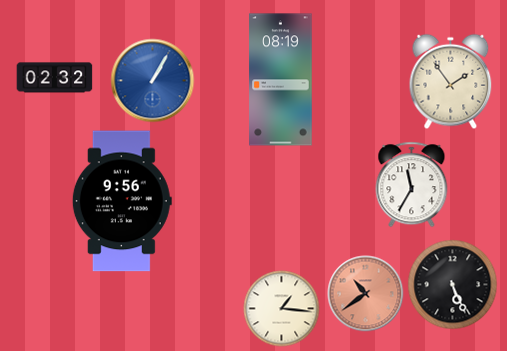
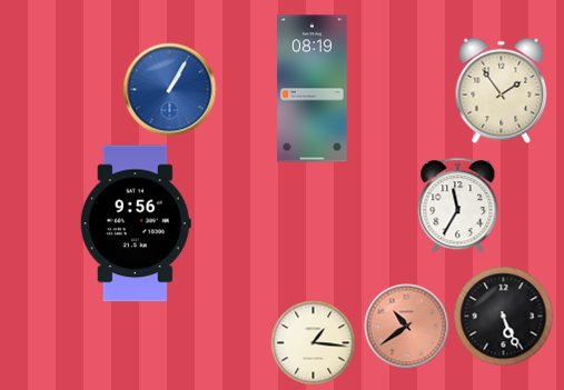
clock at (55, 78): 02:32 -> none
